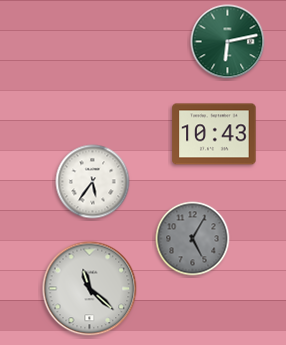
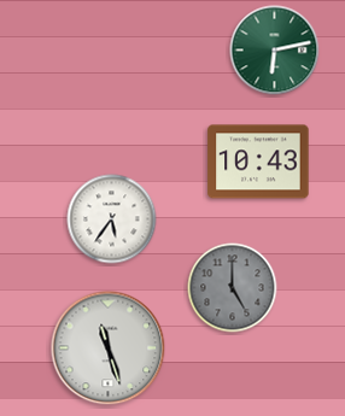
clock at (193, 239): 5:05 -> 5:00
clock at (90, 289): 11:22 -> 11:27
